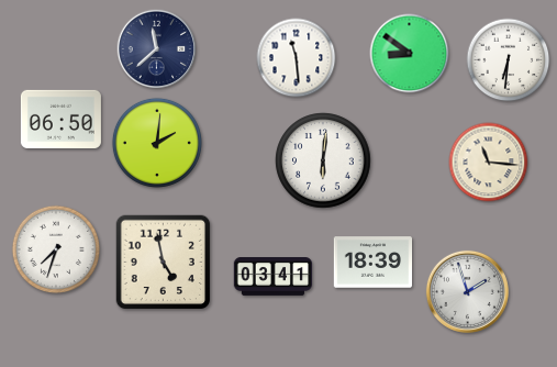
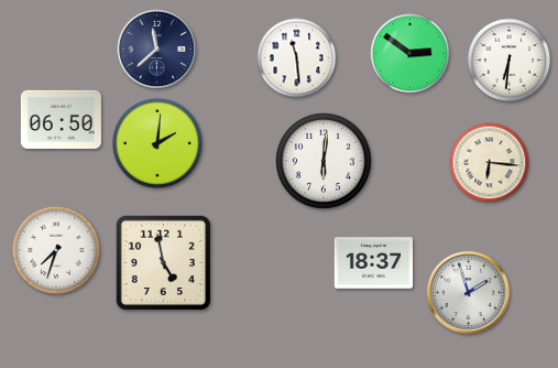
clock at (410, 54): 8:51 -> 2:51
clock at (489, 163): 11:16 -> 6:16
clock at (374, 263): 18:39 -> 18:37
clock at (274, 277): 03:41 -> none
